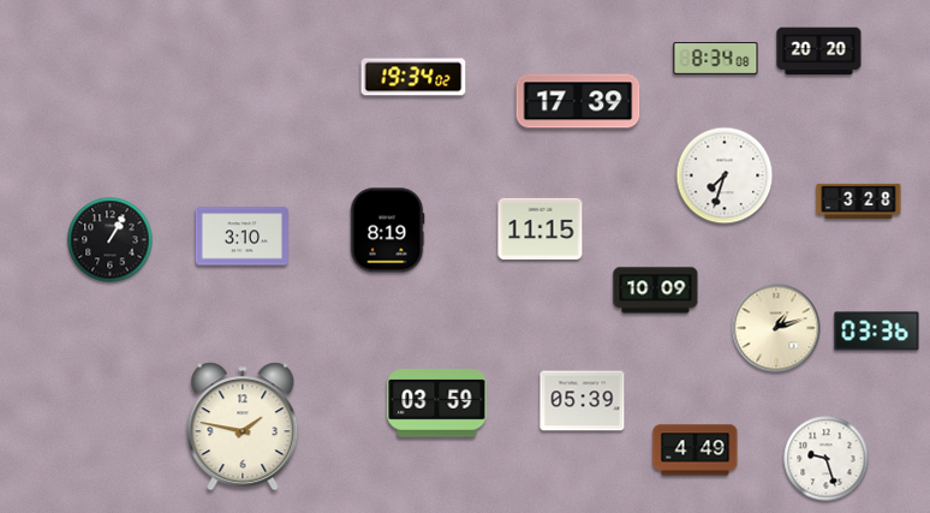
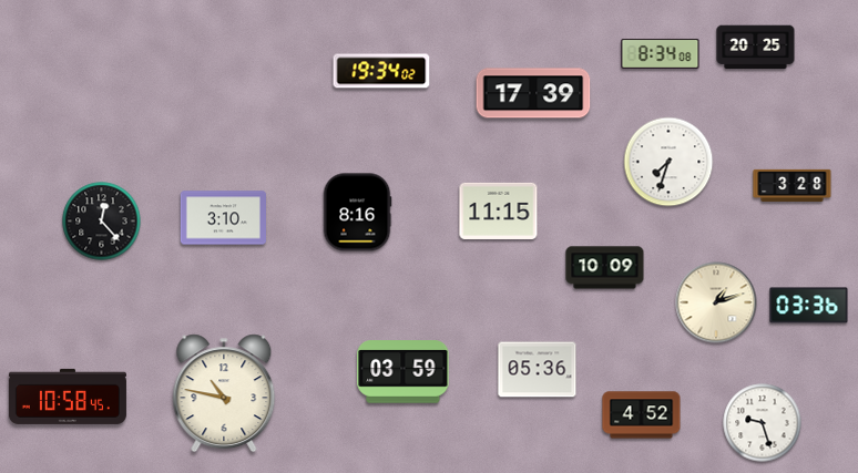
clock at (819, 52): 20:20 -> 20:25
clock at (387, 231): 8:19 -> 8:16
clock at (111, 240): 1:05 -> 12:23
clock at (583, 401): 05:39 -> 05:36
clock at (243, 426): 1:47 -> 10:47
clock at (68, 397): none -> 10:58
clock at (696, 451): 4:49 -> 4:52
